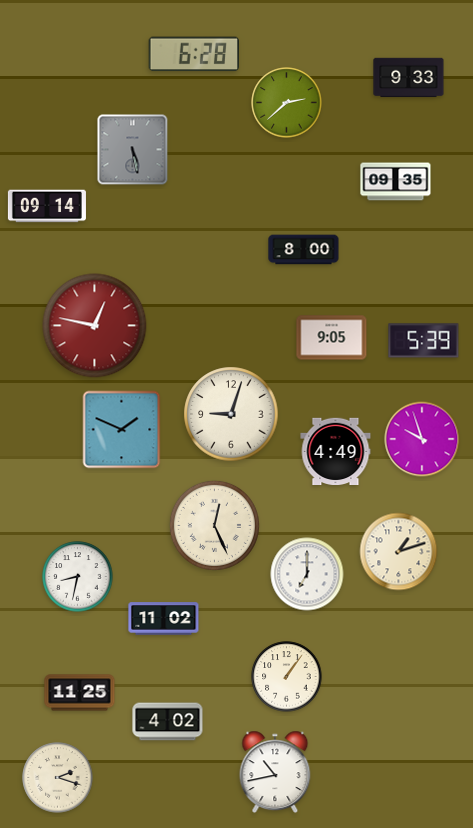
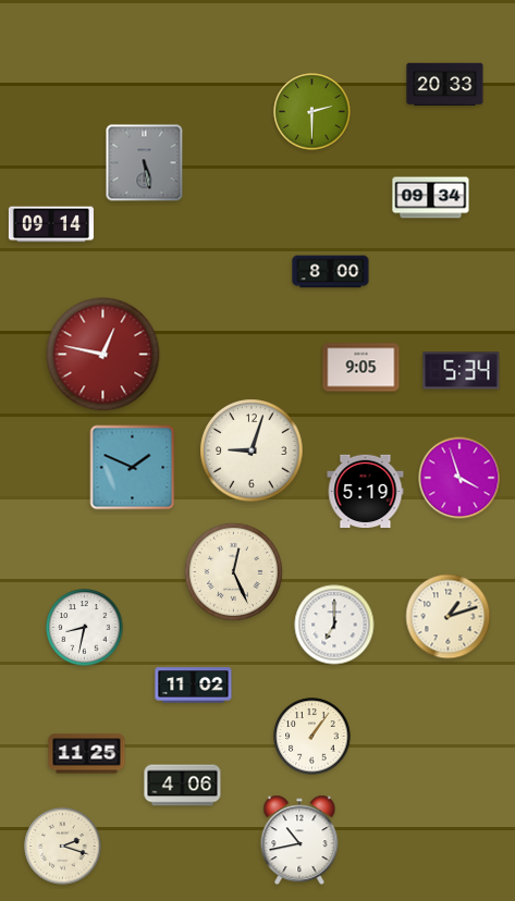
clock at (193, 54): 6:28 -> none
clock at (409, 78): 9:33 -> 20:33
clock at (287, 103): 2:38 -> 2:30
clock at (396, 182): 09:35 -> 09:34
clock at (424, 341): 5:39 -> 5:34
clock at (422, 439): 9:57 -> 3:57
clock at (336, 452): 4:49 -> 5:19
clock at (399, 552) position: (399, 552) -> (449, 617)
clock at (164, 619) position: (164, 619) -> (194, 686)
clock at (168, 722): 4:02 -> 4:06
